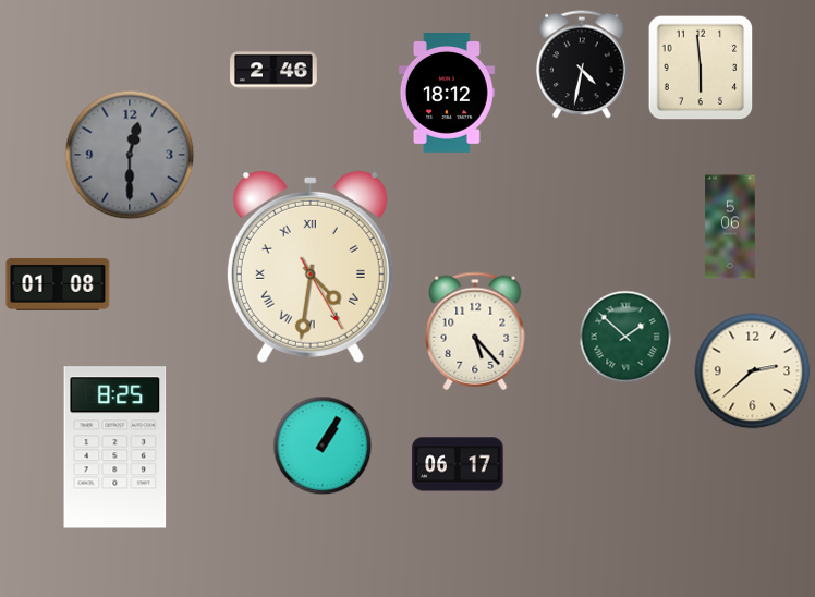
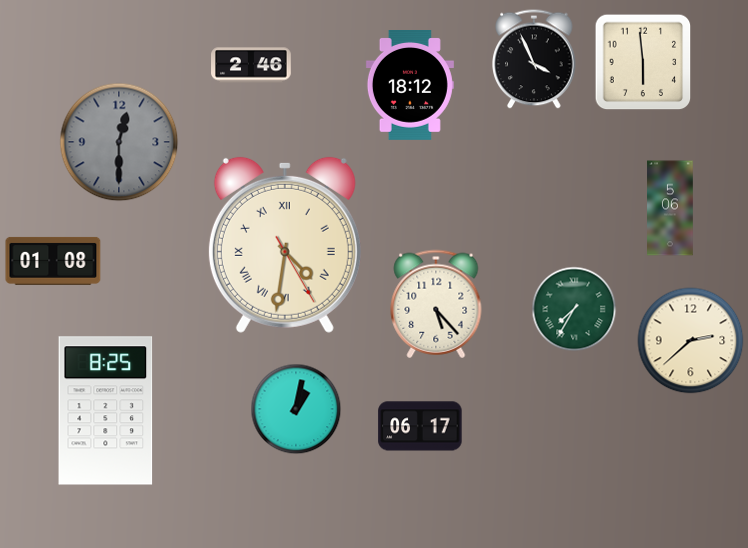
clock at (582, 64): 4:32 -> 3:56
clock at (625, 337): 1:52 -> 7:35
clock at (323, 446): 1:05 -> 1:02
